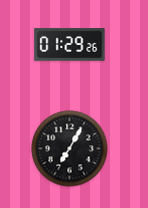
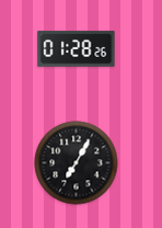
clock at (70, 45): 01:29 -> 01:28
